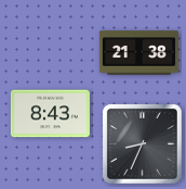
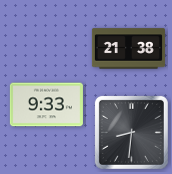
clock at (50, 114): 8:43 -> 9:33
clock at (142, 143): 8:34 -> 8:31
